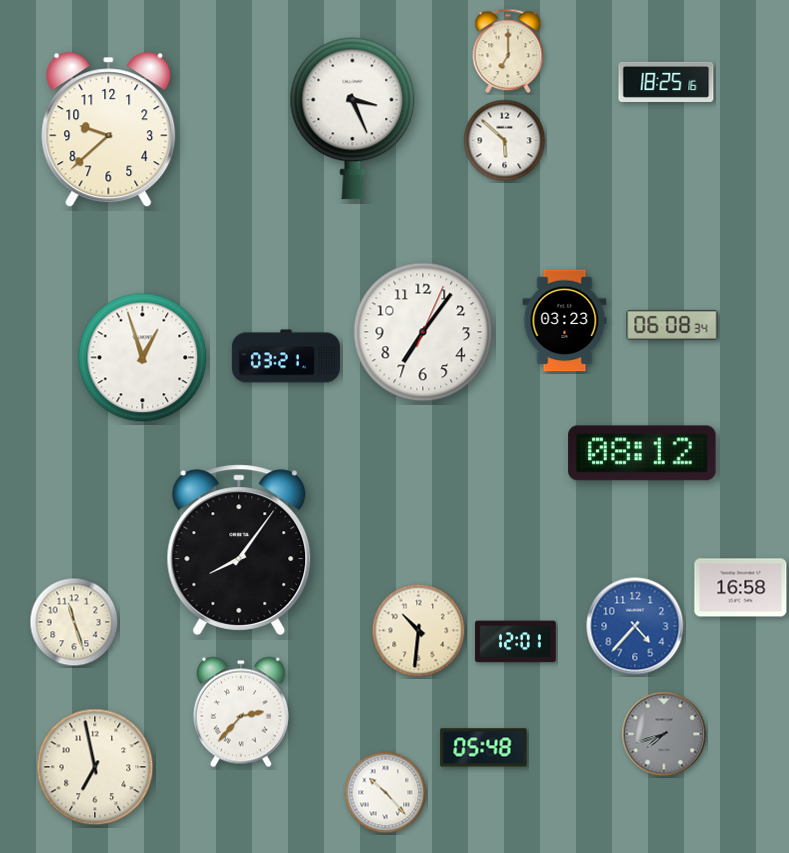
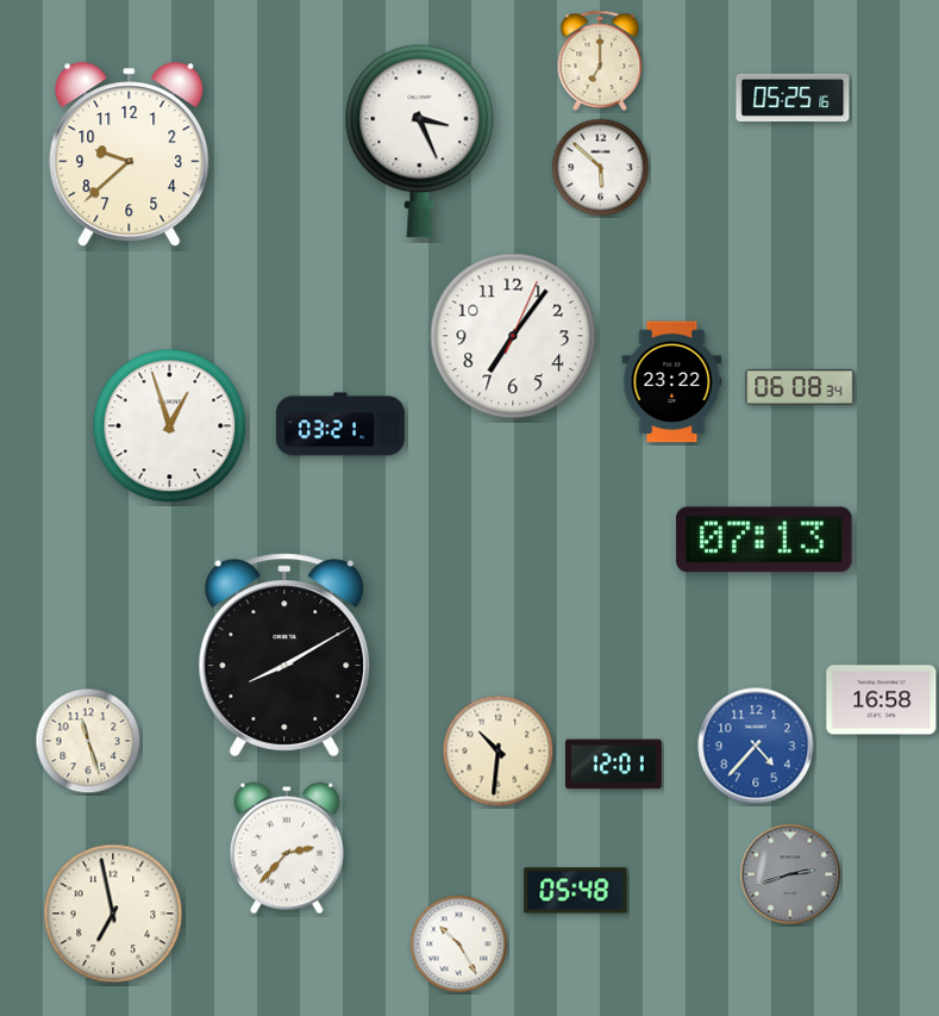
clock at (508, 51) position: (508, 51) -> (600, 61)
clock at (666, 82): 18:25 -> 05:25
clock at (565, 321): 03:23 -> 23:22
clock at (423, 332) position: (423, 332) -> (513, 336)
clock at (642, 453): 08:12 -> 07:13
clock at (239, 550): 8:06 -> 8:10
clock at (664, 734): 7:42 -> 2:42
clock at (386, 793): 10:23 -> 10:25
